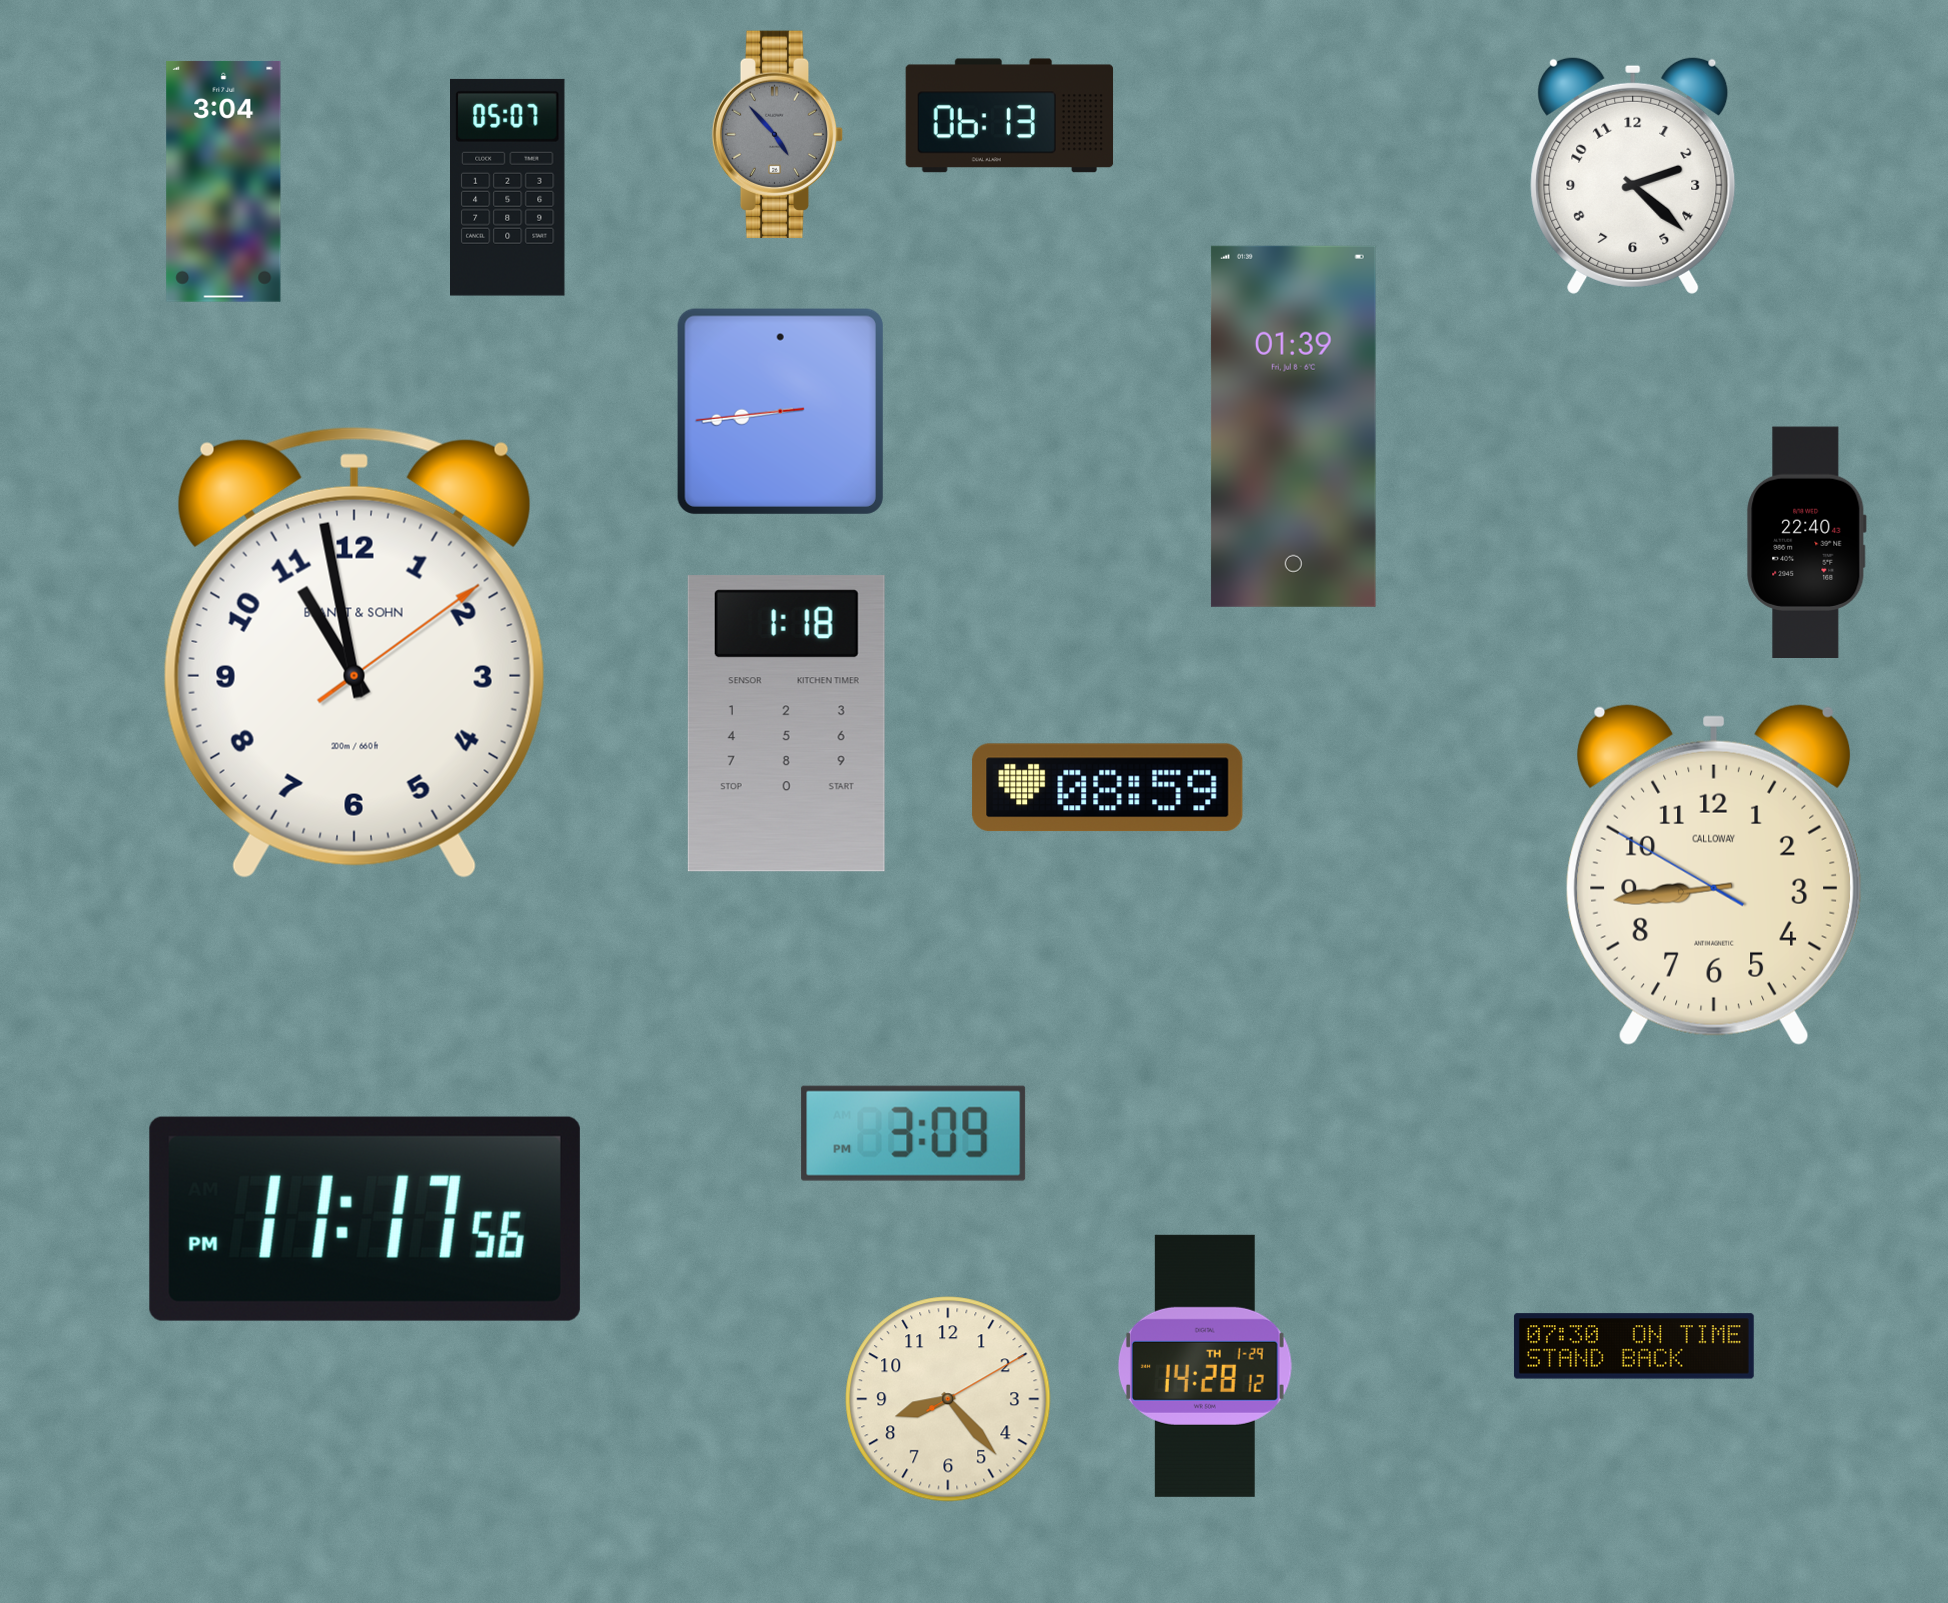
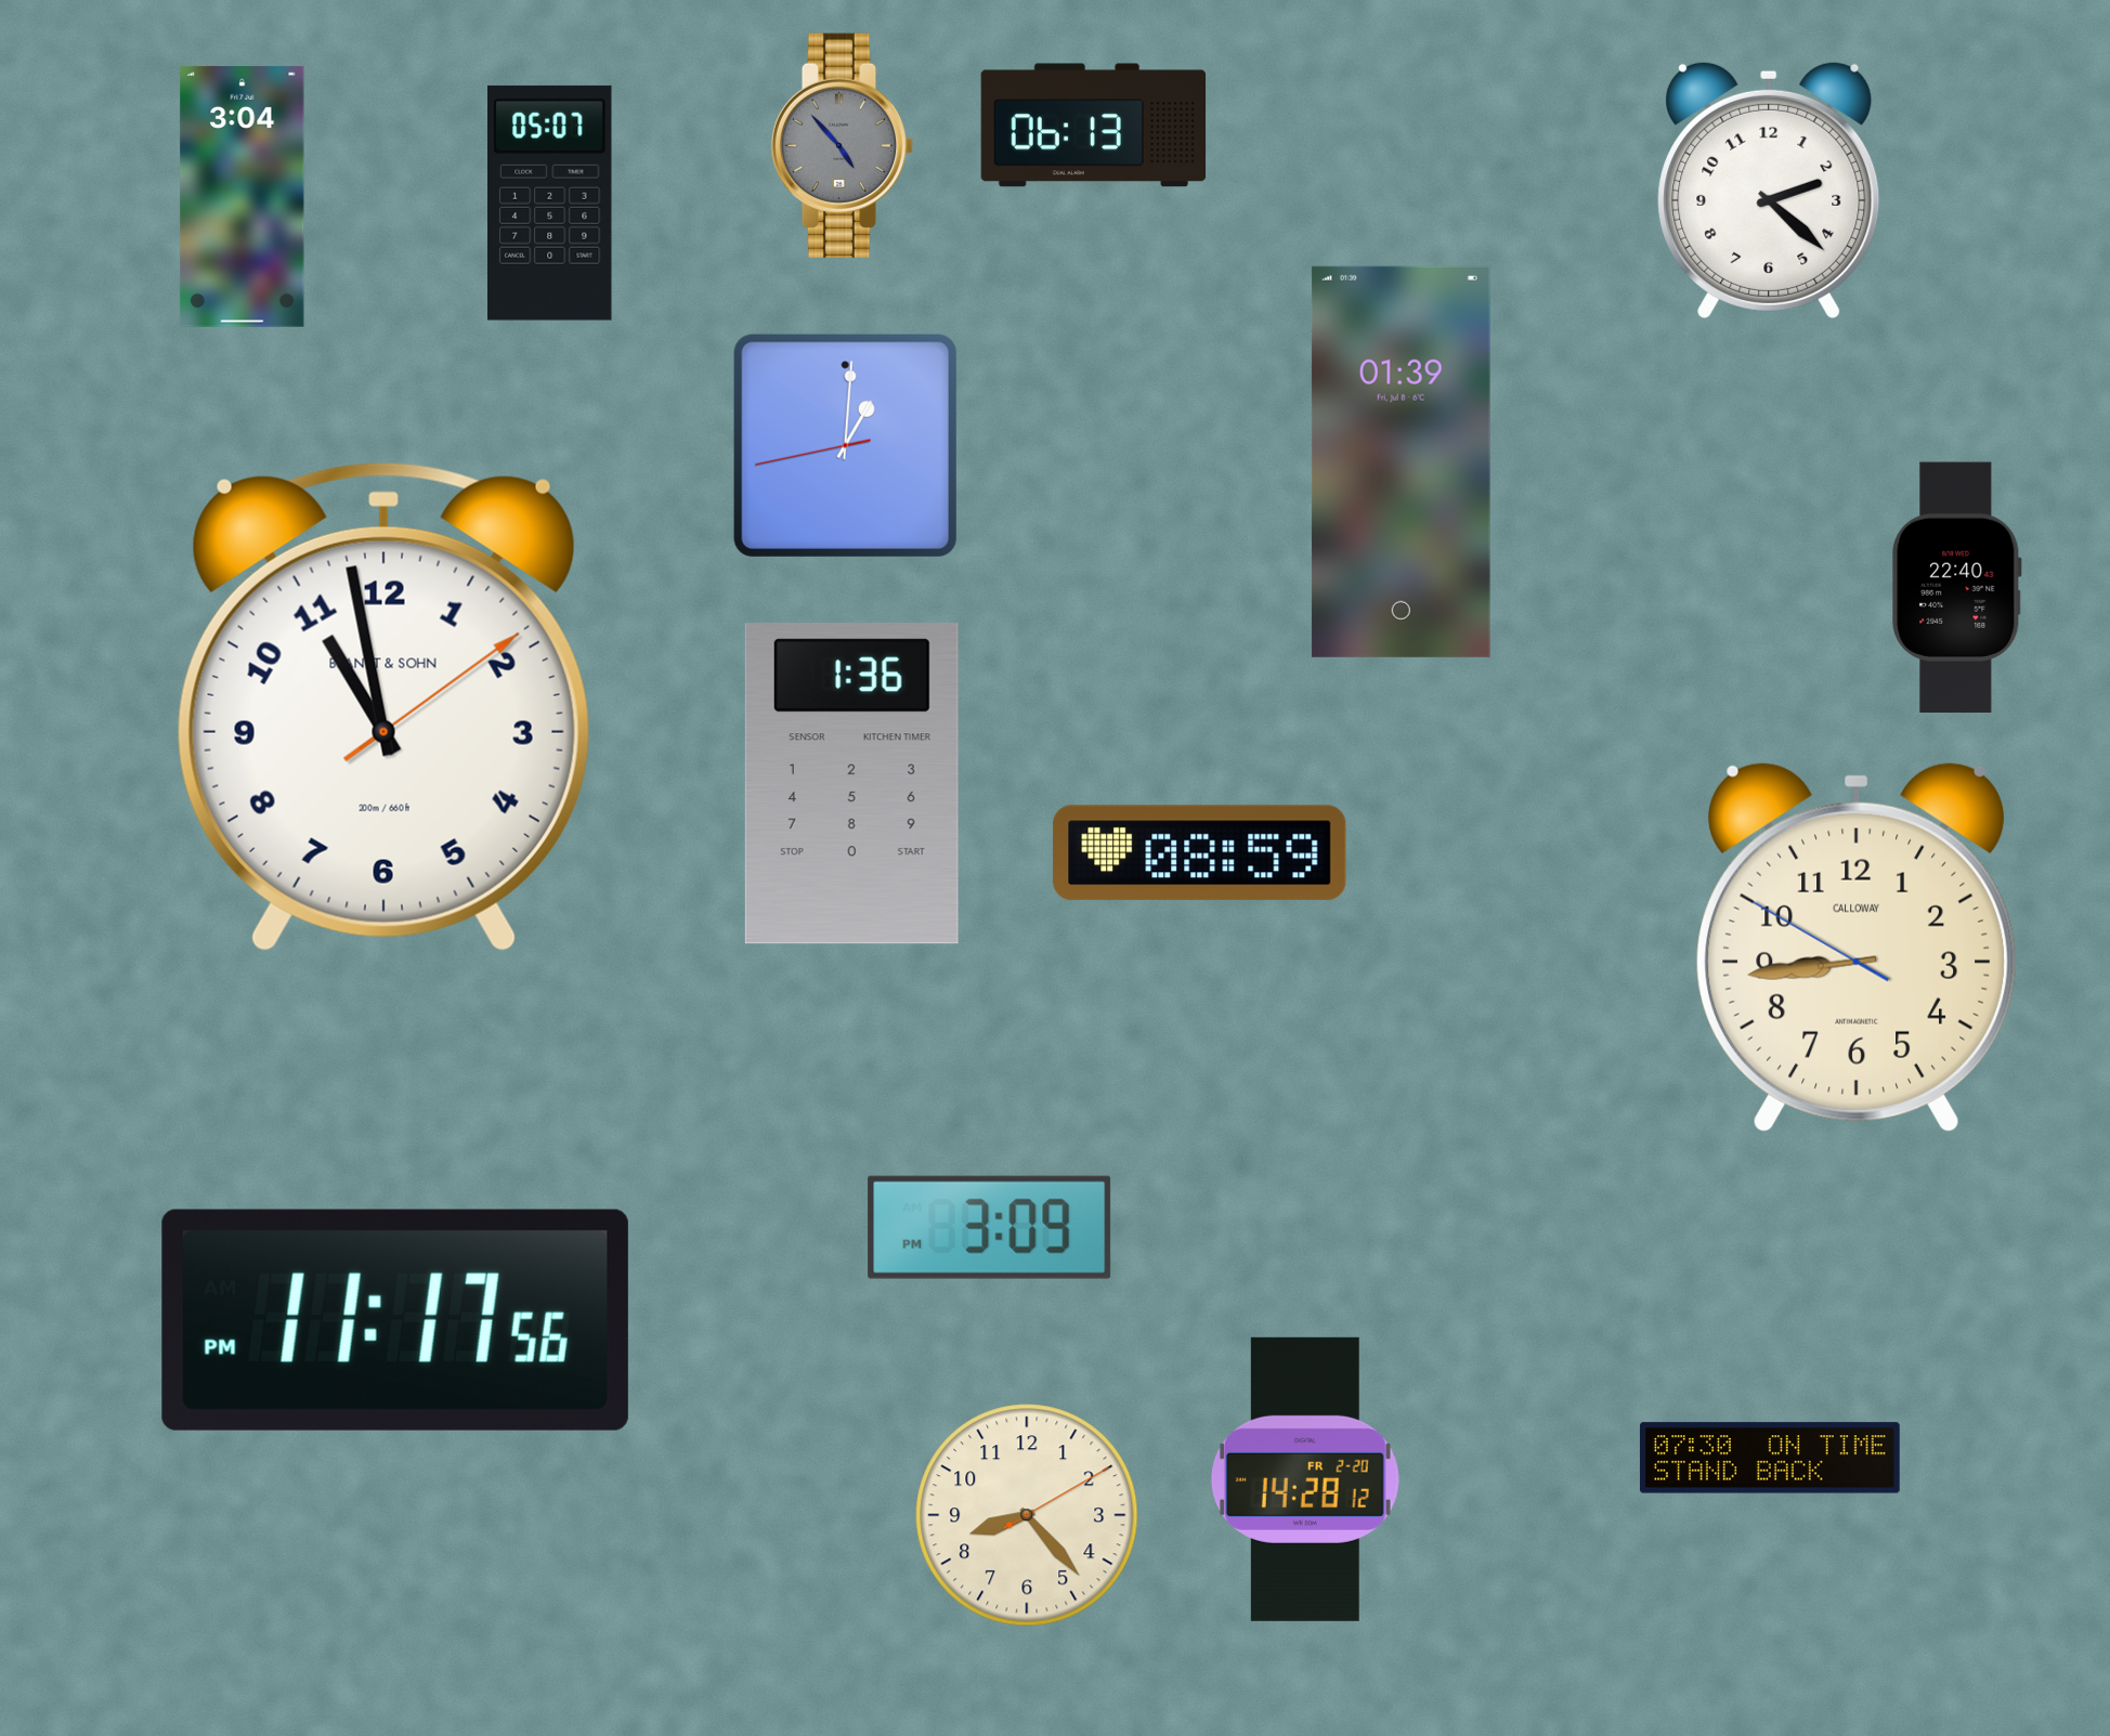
clock at (780, 411): 8:43 -> 1:00
clock at (786, 724): 1:18 -> 1:36
clock at (1205, 1366) date: TH 1-29 -> FR 2-20
